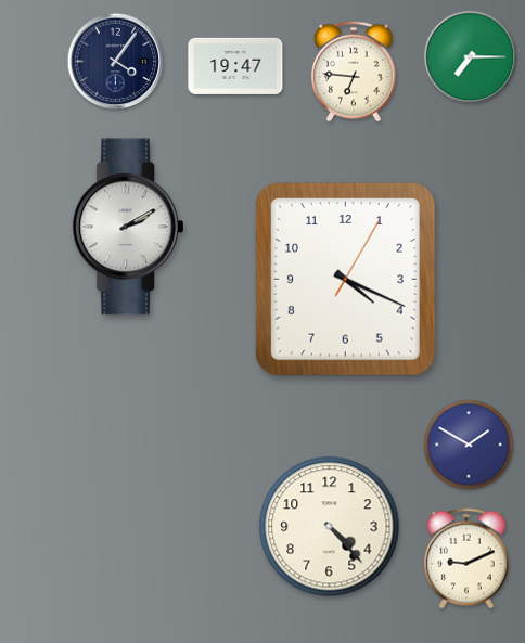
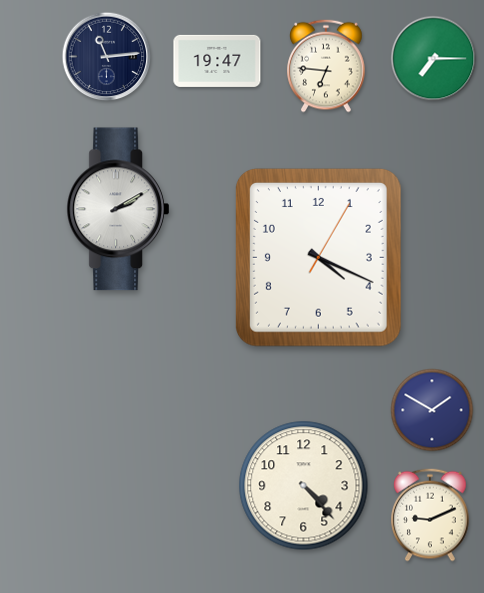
clock at (471, 57) position: (471, 57) -> (434, 59)
clock at (116, 62): 4:06 -> 11:14
